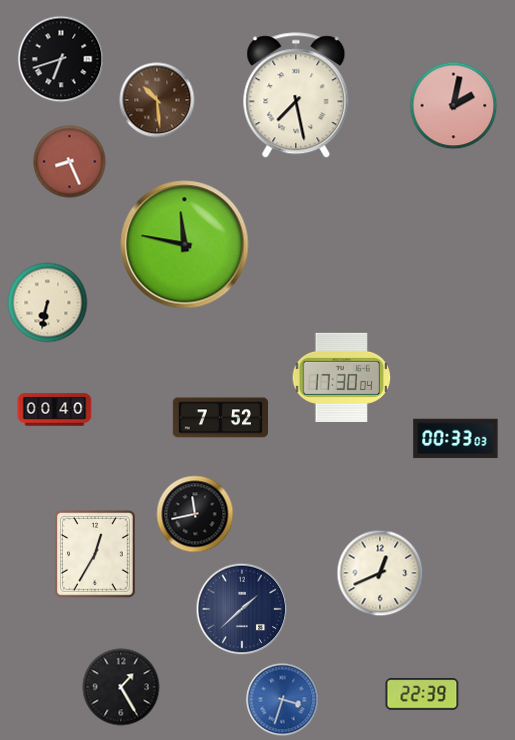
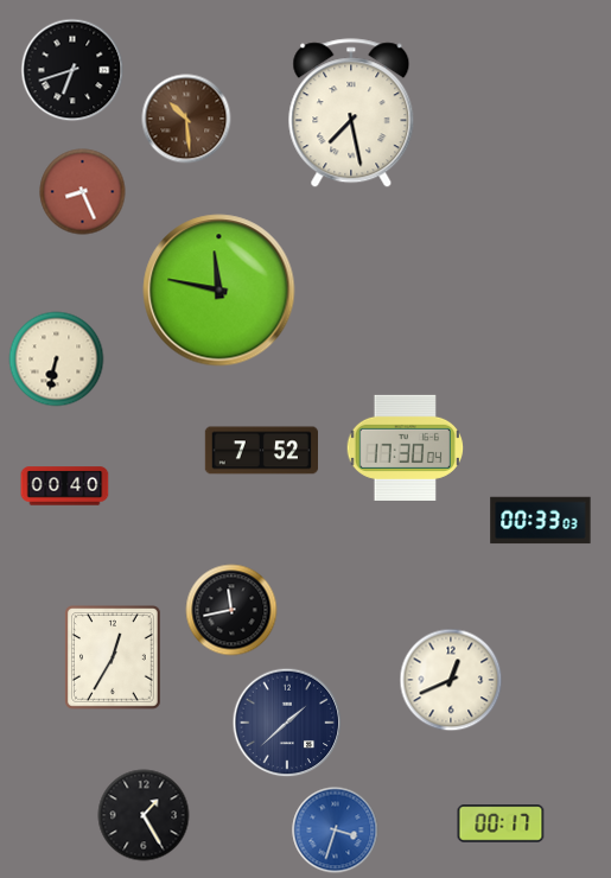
clock at (454, 106): 2:02 -> none
clock at (221, 418) position: (221, 418) -> (262, 451)
clock at (422, 694): 22:39 -> 00:17
